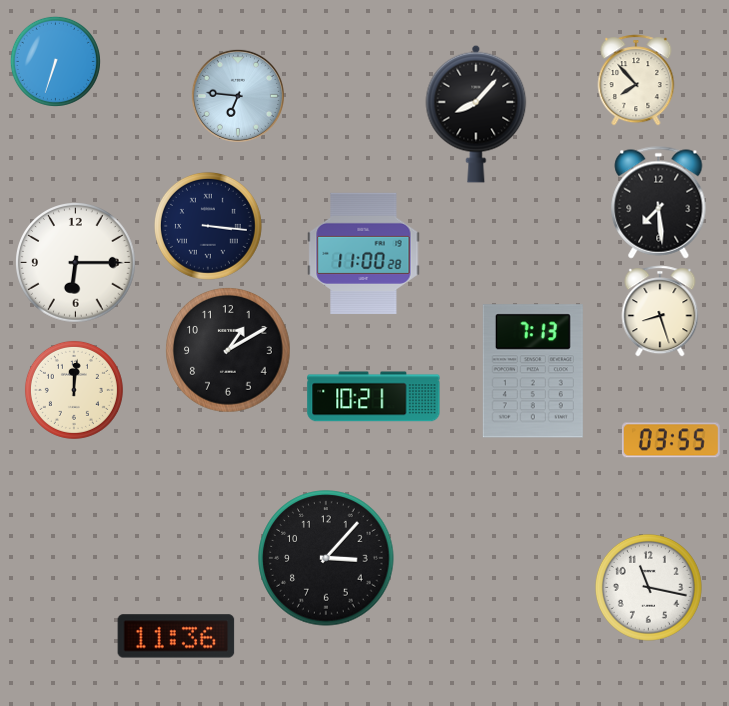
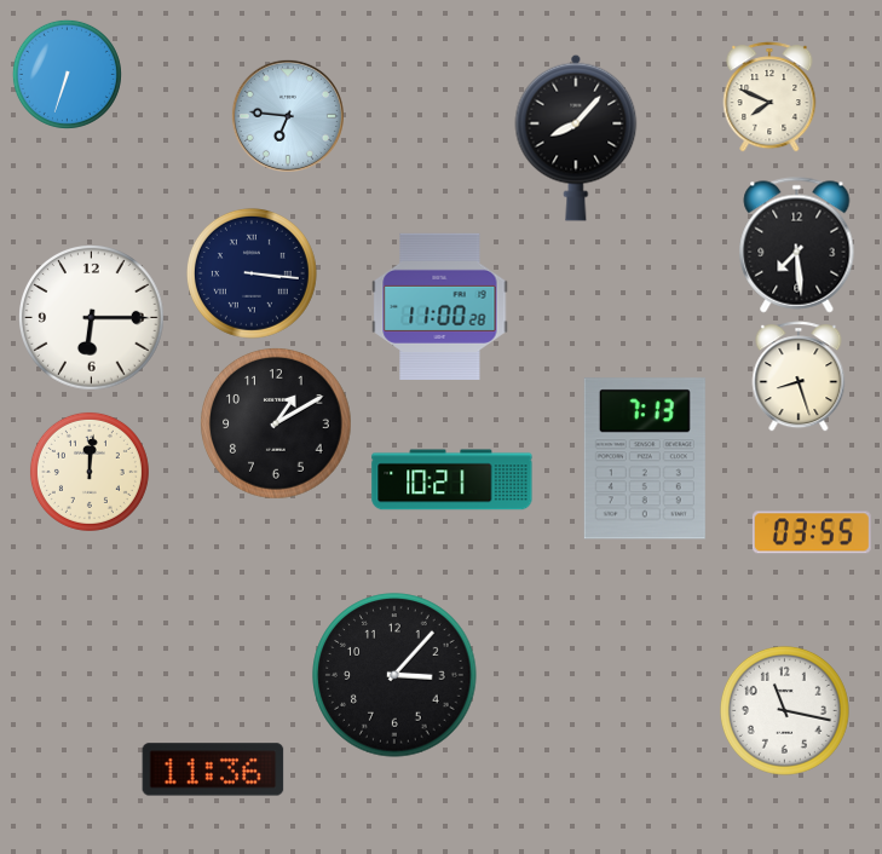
clock at (636, 80): 7:53 -> 7:49
clock at (533, 371) position: (533, 371) -> (645, 458)
